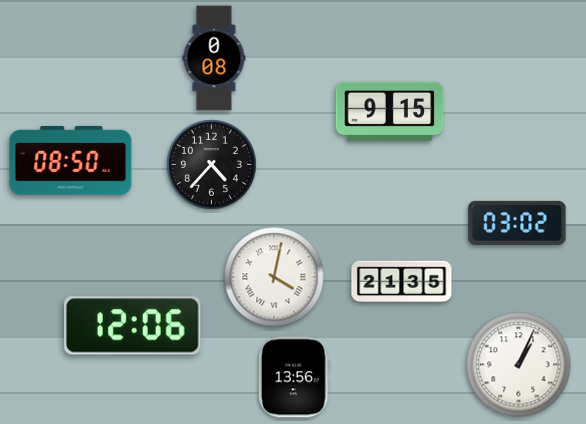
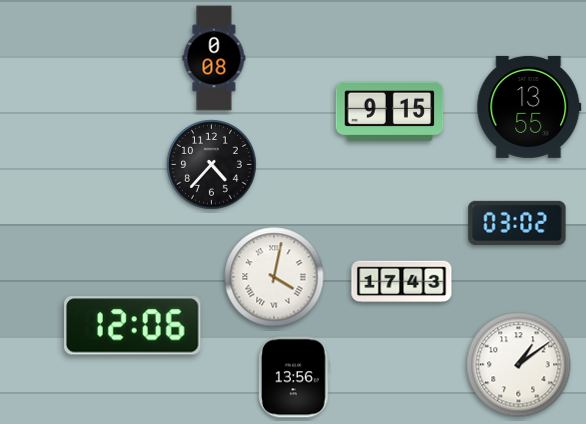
clock at (529, 107): none -> 13:55
clock at (71, 160): 08:50 -> none
clock at (402, 282): 21:35 -> 17:43
clock at (519, 365): 1:04 -> 1:09
